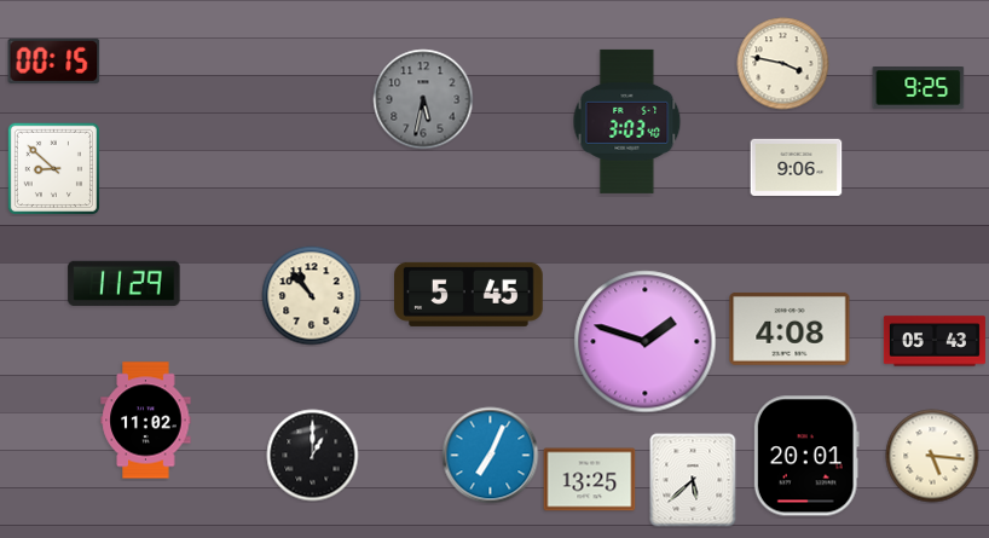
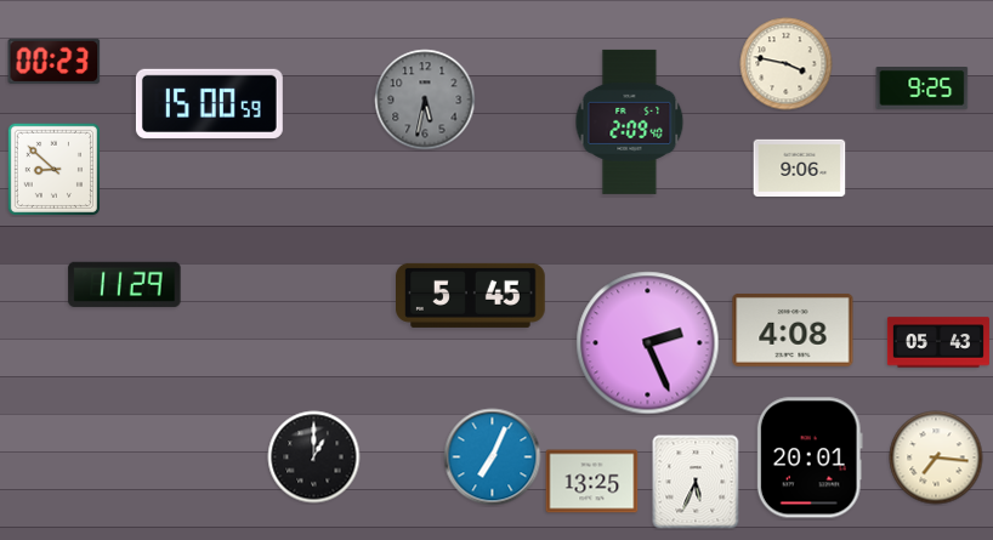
clock at (54, 60): 00:15 -> 00:23
clock at (209, 103): none -> 15:00
clock at (627, 121): 3:03 -> 2:09
clock at (312, 296): 10:53 -> none
clock at (646, 342): 1:48 -> 2:26
clock at (146, 421): 11:02 -> none
clock at (932, 456): 5:16 -> 7:16
clock at (693, 480): 5:38 -> 5:34
